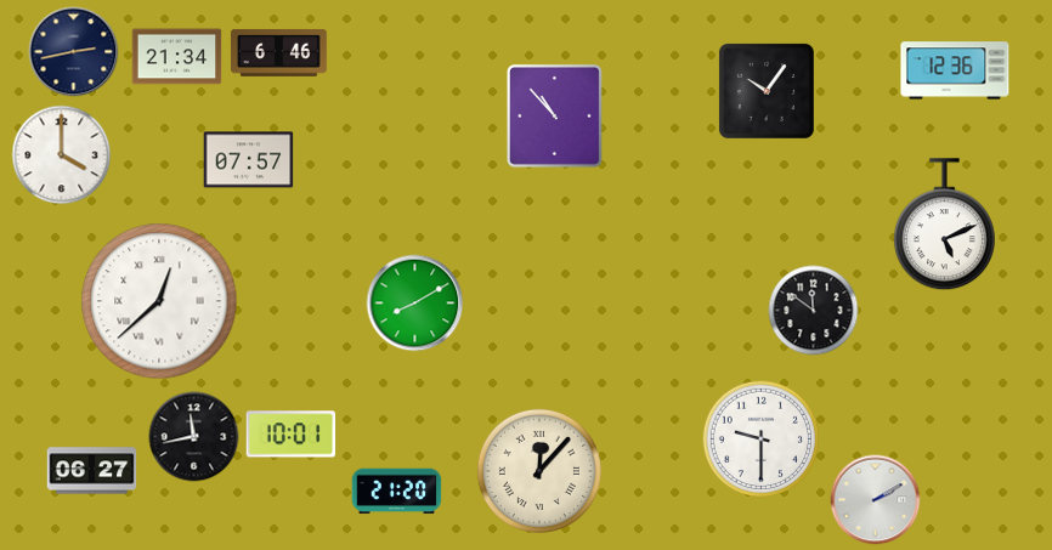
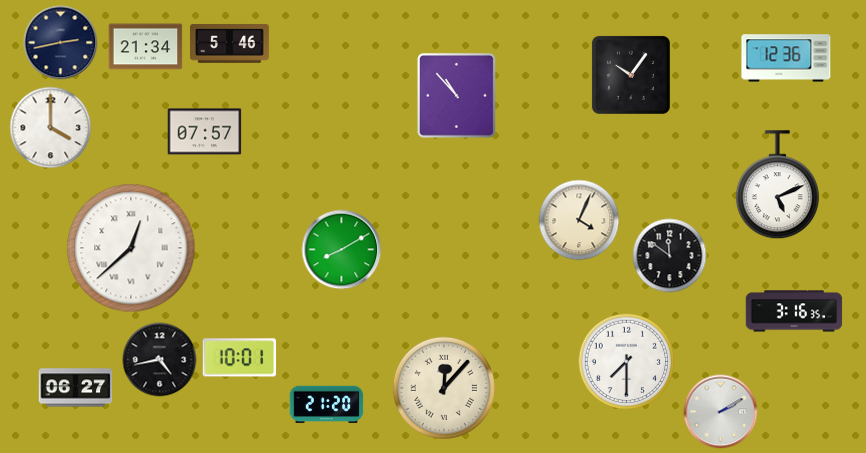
clock at (278, 52): 6:46 -> 5:46
clock at (579, 220): none -> 4:04
clock at (794, 311): none -> 3:16
clock at (194, 437): 11:43 -> 4:43
clock at (762, 440): 9:30 -> 7:30
